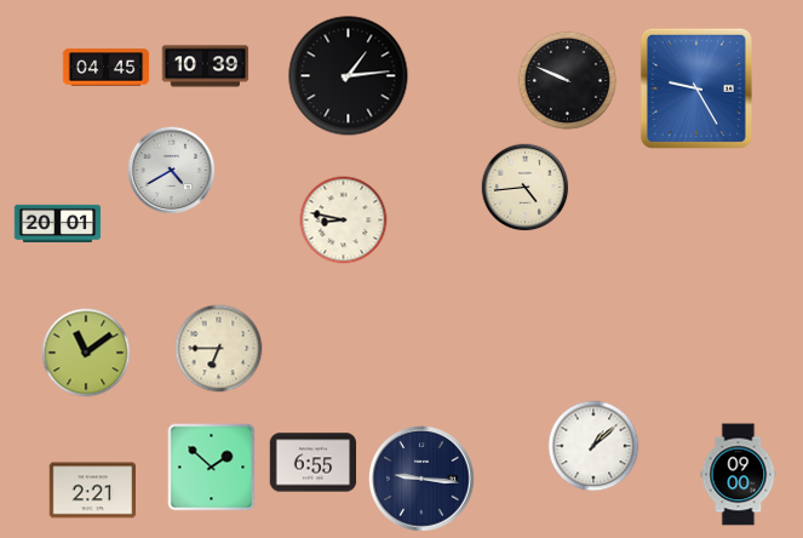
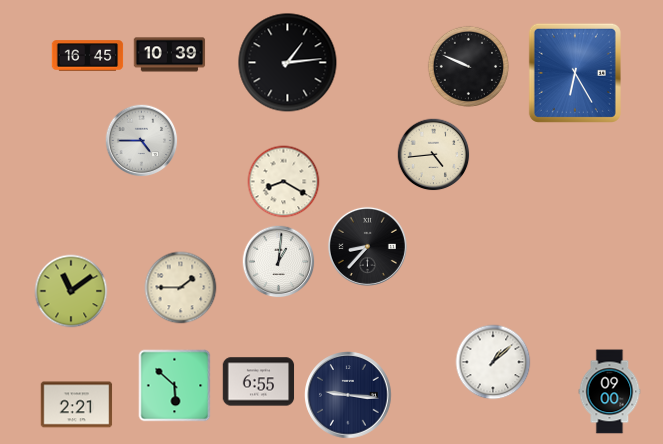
clock at (107, 68): 04:45 -> 16:45
clock at (696, 88): 9:25 -> 6:25
clock at (172, 171): 4:40 -> 4:45
clock at (344, 221): 8:47 -> 8:20
clock at (58, 223): 20:01 -> none
clock at (367, 246): none -> 8:37
clock at (279, 262): none -> 1:01
clock at (219, 349): 6:45 -> 1:45
clock at (593, 446) position: (593, 446) -> (493, 362)
clock at (212, 468): 1:52 -> 5:52
